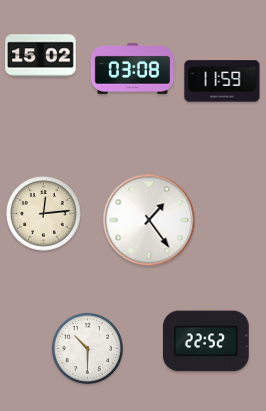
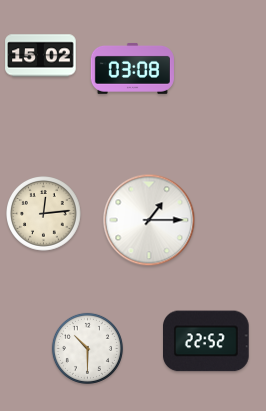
clock at (222, 81): 11:59 -> none
clock at (149, 220): 1:24 -> 1:15
